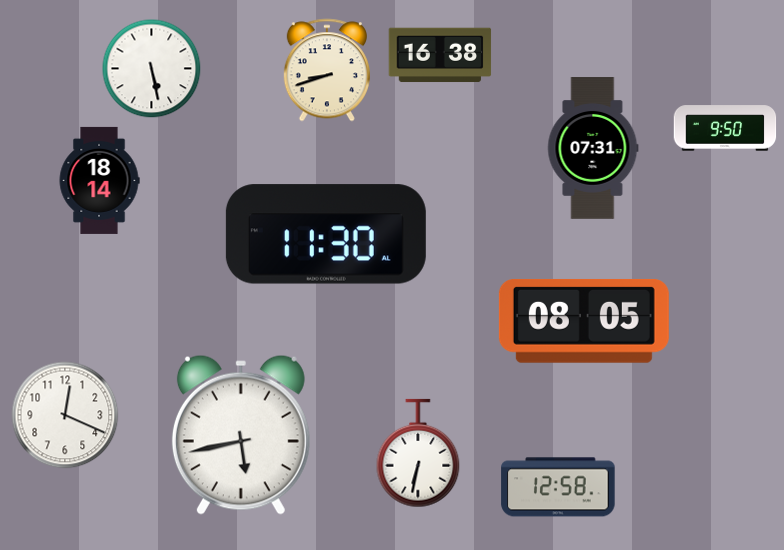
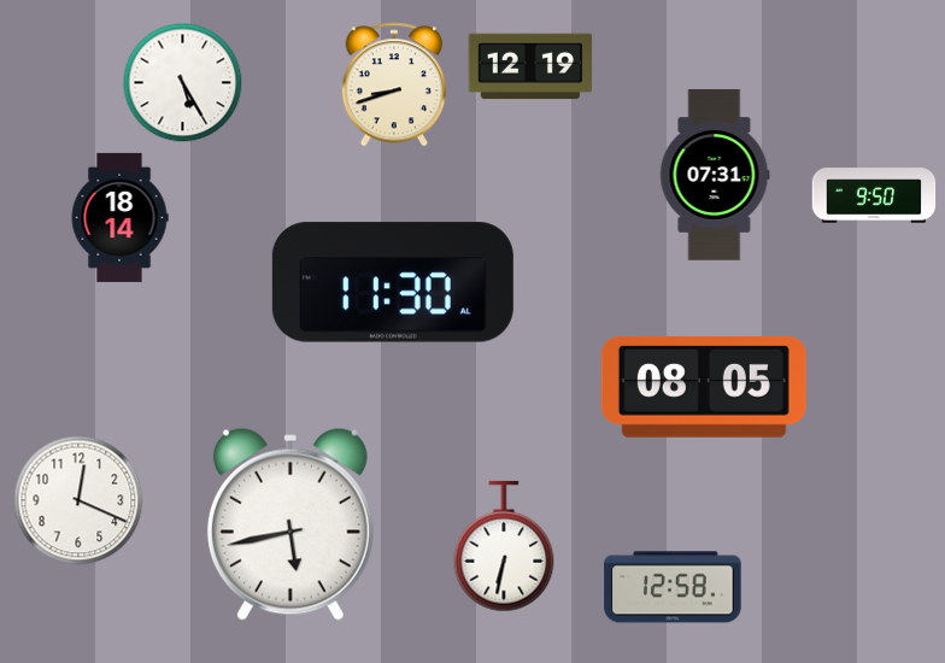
clock at (440, 55): 16:38 -> 12:19
clock at (152, 69): 5:28 -> 5:25
clock at (725, 128) position: (725, 128) -> (874, 195)
clock at (593, 148) position: (593, 148) -> (715, 175)
